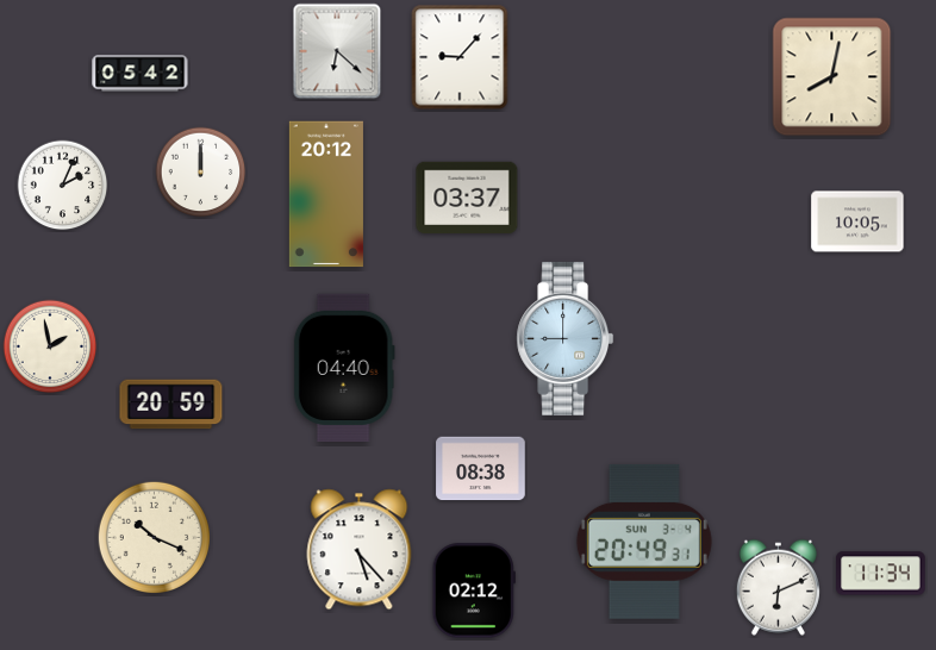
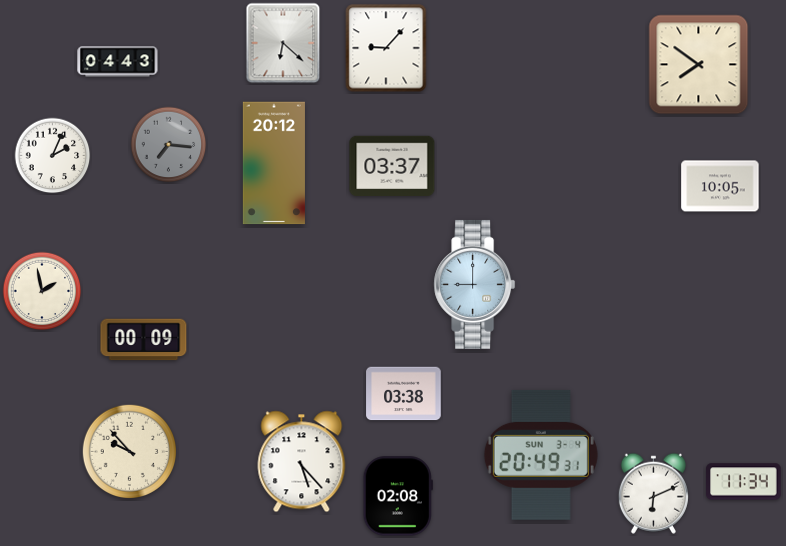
clock at (141, 74): 05:42 -> 04:43
clock at (832, 77): 8:02 -> 7:51
clock at (201, 173): 12:00 -> 7:16
clock at (201, 173) dial: white -> grey
clock at (344, 368): 04:40 -> none
clock at (171, 405): 20:59 -> 00:09
clock at (481, 469): 08:38 -> 03:38
clock at (154, 537): 10:19 -> 9:53
clock at (881, 574) position: (881, 574) -> (744, 482)
clock at (474, 590): 02:12 -> 02:08
